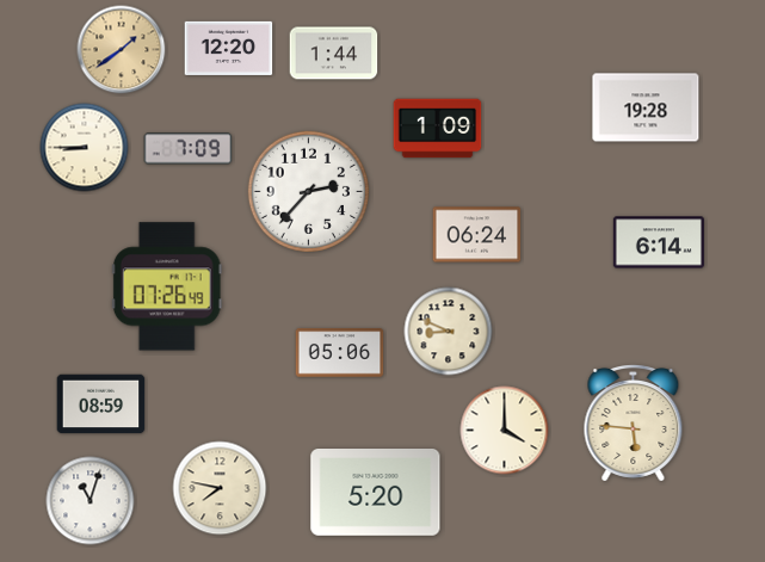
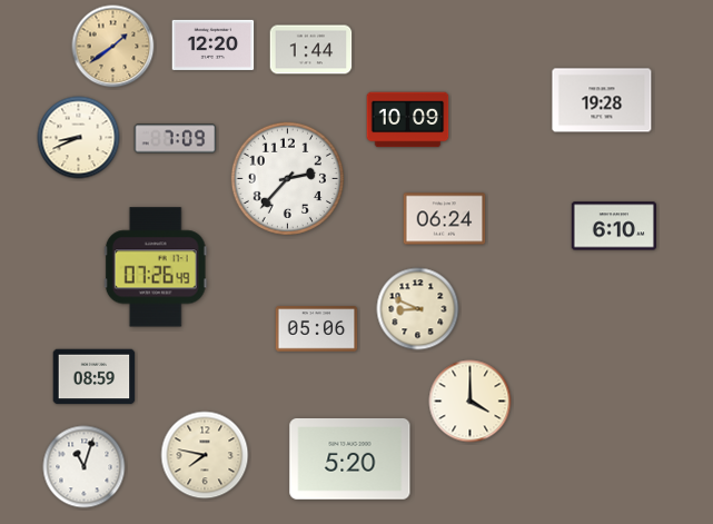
clock at (438, 129): 1:09 -> 10:09
clock at (85, 148): 8:45 -> 8:41
clock at (659, 242): 6:14 -> 6:10
clock at (634, 424): 5:46 -> none
